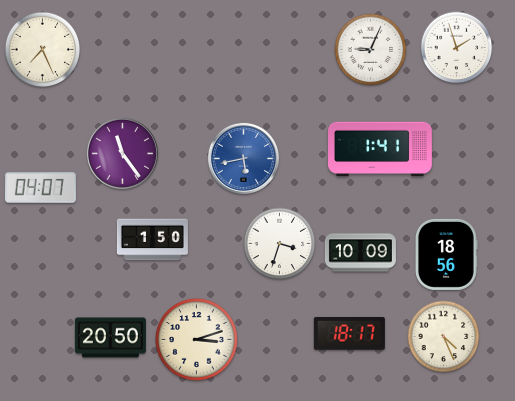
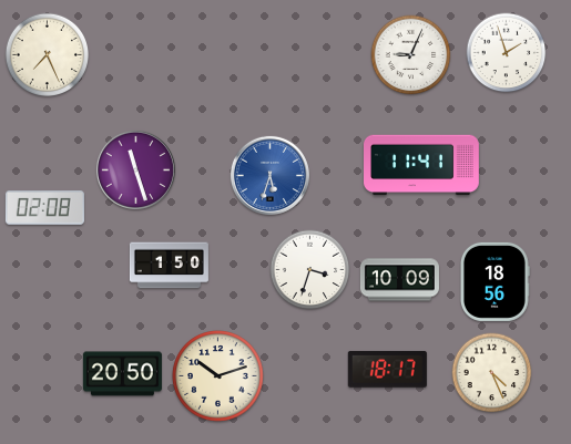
clock at (381, 149): 1:41 -> 11:41
clock at (122, 153): 11:24 -> 11:27
clock at (243, 158): 5:43 -> 5:33
clock at (40, 188): 04:07 -> 02:08
clock at (197, 340): 3:12 -> 10:12
